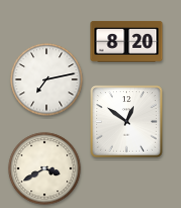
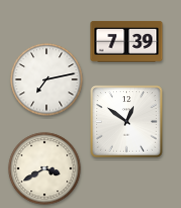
clock at (127, 41): 8:20 -> 7:39
